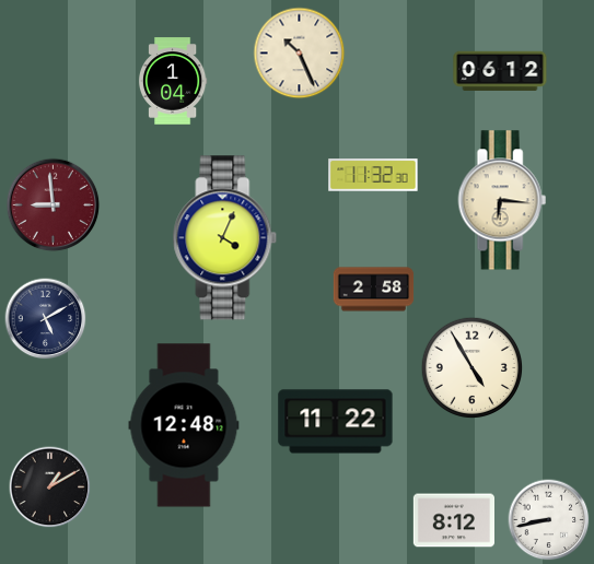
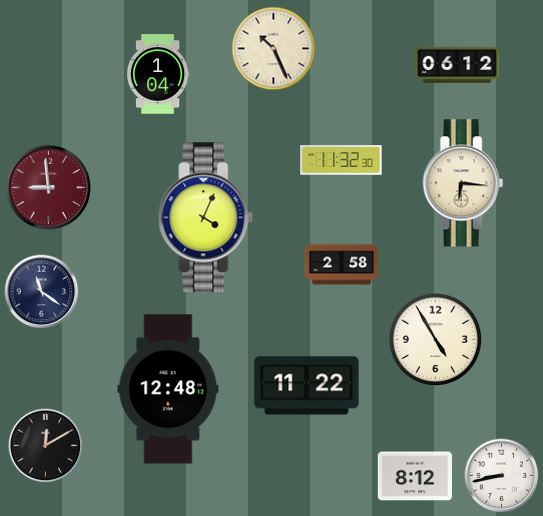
clock at (502, 200) position: (502, 200) -> (463, 183)
clock at (46, 319): 5:10 -> 11:21
clock at (473, 368) position: (473, 368) -> (436, 340)
clock at (50, 487): 1:10 -> 12:10
